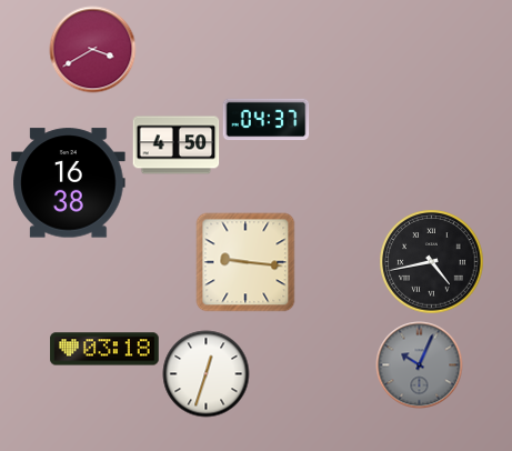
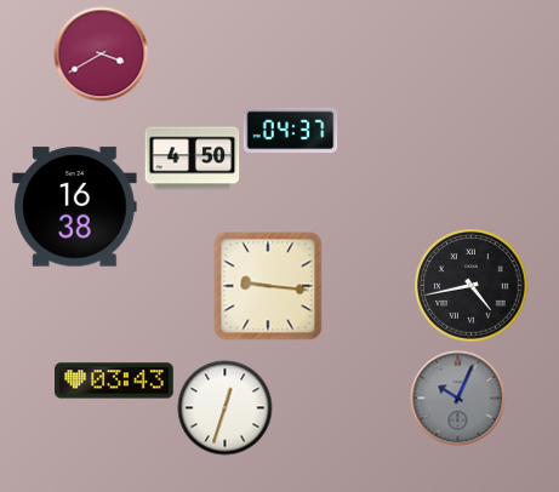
clock at (69, 183) position: (69, 183) -> (75, 207)
clock at (104, 349): 03:18 -> 03:43
